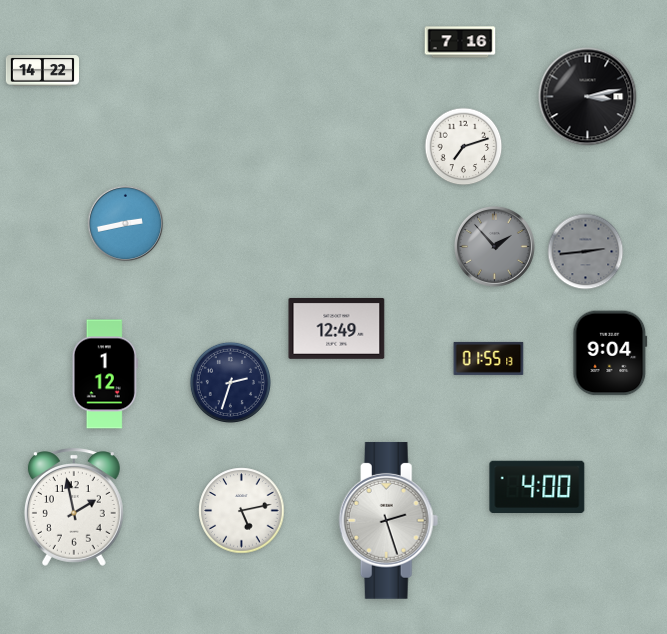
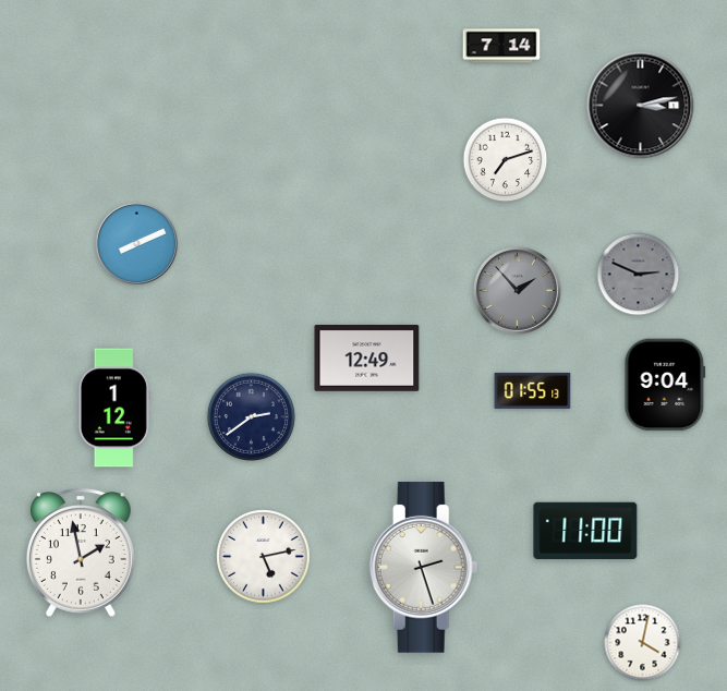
clock at (460, 42): 7:16 -> 7:14
clock at (42, 71): 14:22 -> none
clock at (126, 224): 2:43 -> 8:11
clock at (494, 246) position: (494, 246) -> (517, 290)
clock at (586, 252): 2:44 -> 2:49
clock at (230, 382): 2:33 -> 2:39
clock at (537, 486): 4:00 -> 11:00
clock at (643, 643): none -> 4:02
